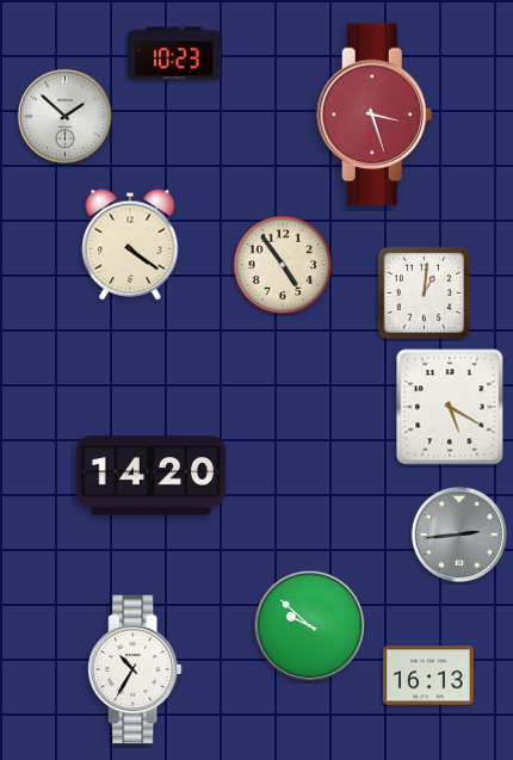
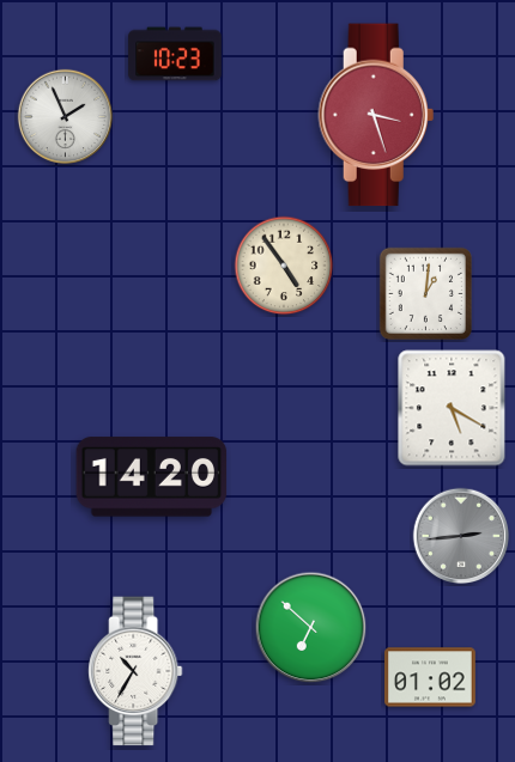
clock at (66, 117): 1:52 -> 1:56
clock at (130, 245): 4:21 -> none
clock at (310, 626): 9:52 -> 6:52
clock at (428, 675): 16:13 -> 01:02
